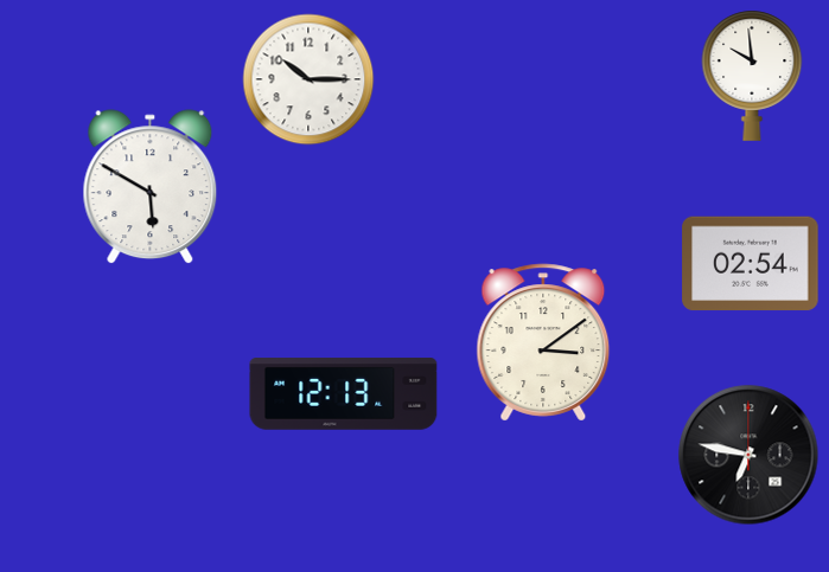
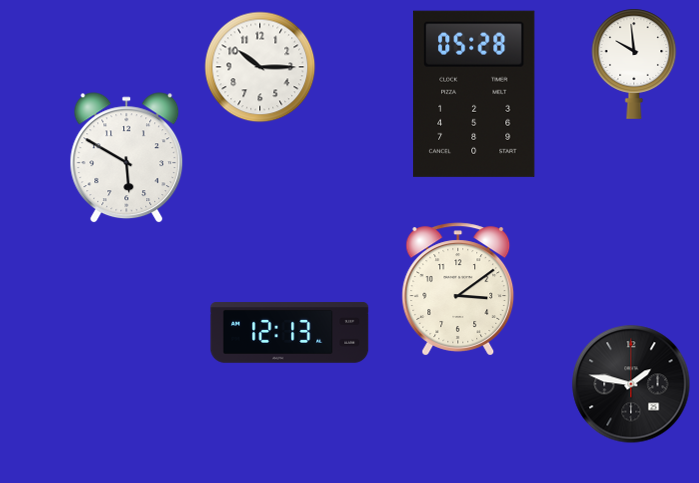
clock at (474, 94): none -> 05:28
clock at (751, 264): 02:54 -> none
clock at (748, 455): 6:47 -> 1:47
